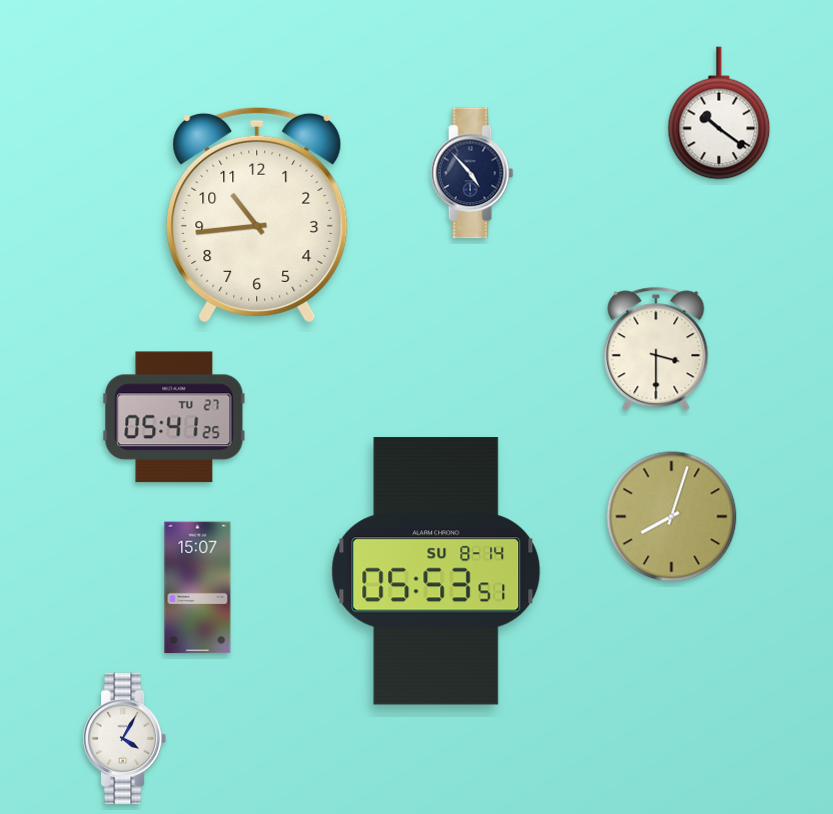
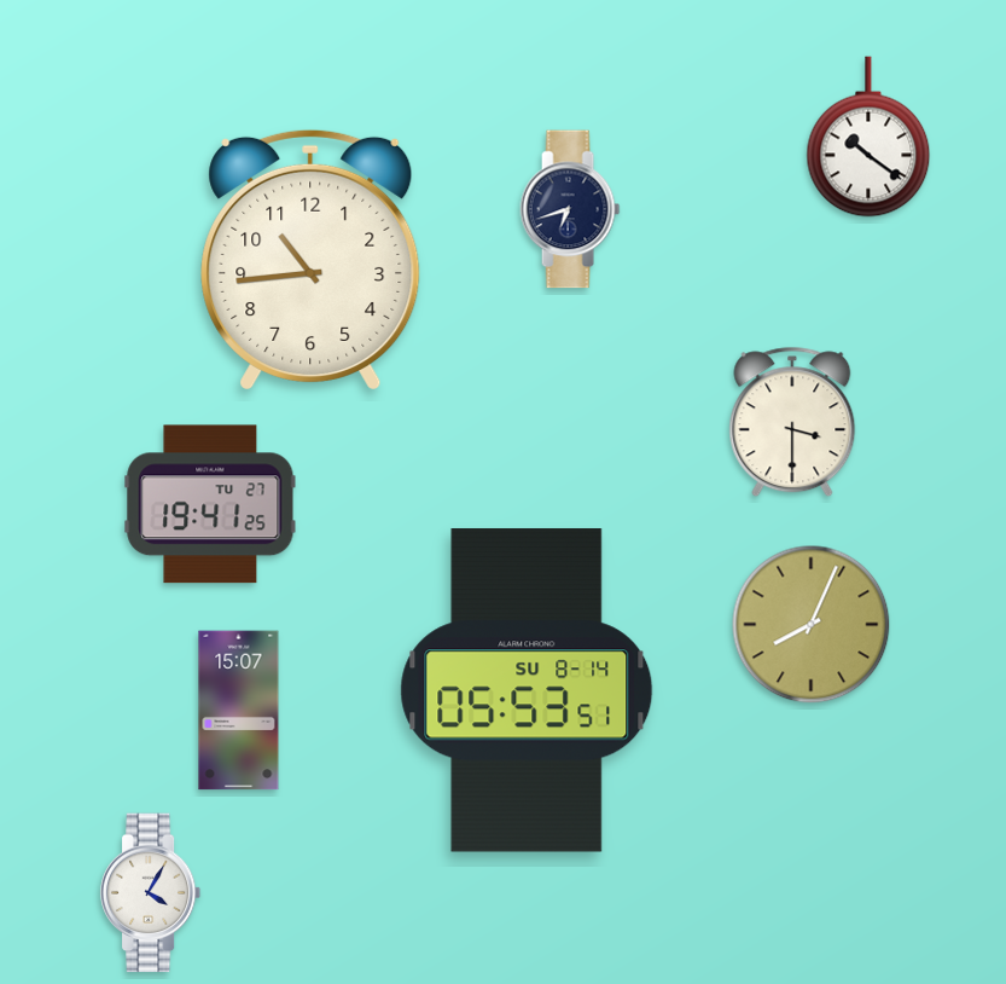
clock at (472, 173): 4:53 -> 6:42
clock at (174, 417): 05:41 -> 19:41
clock at (672, 517): 8:03 -> 8:04
